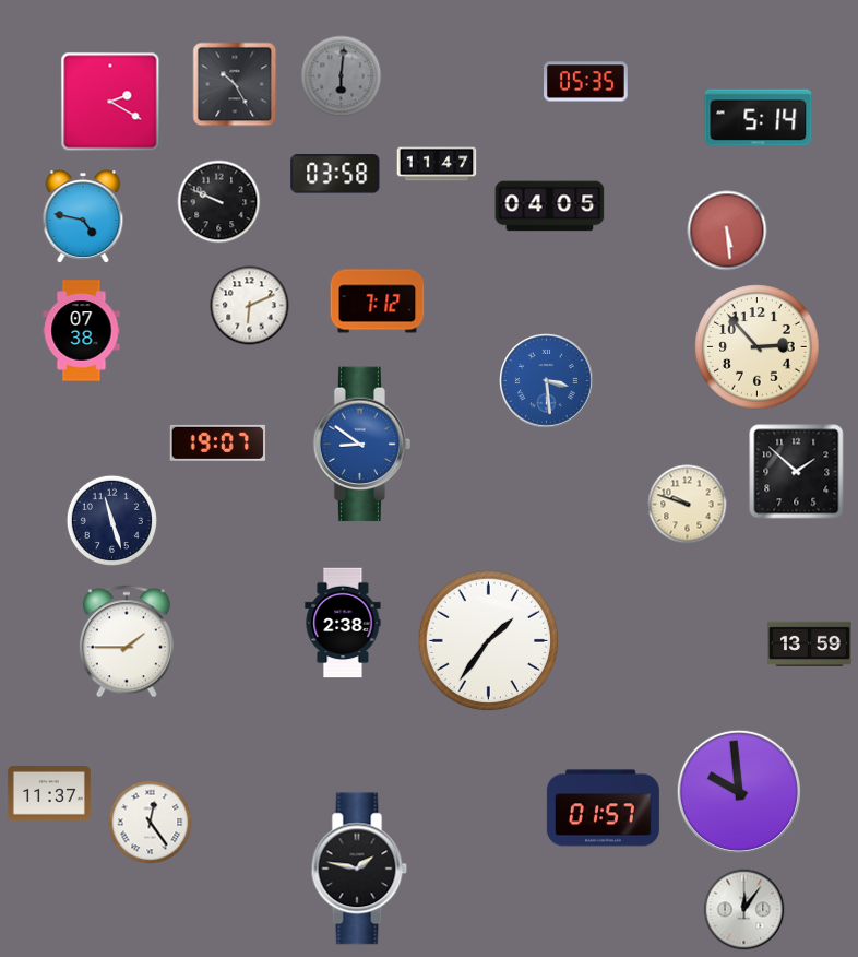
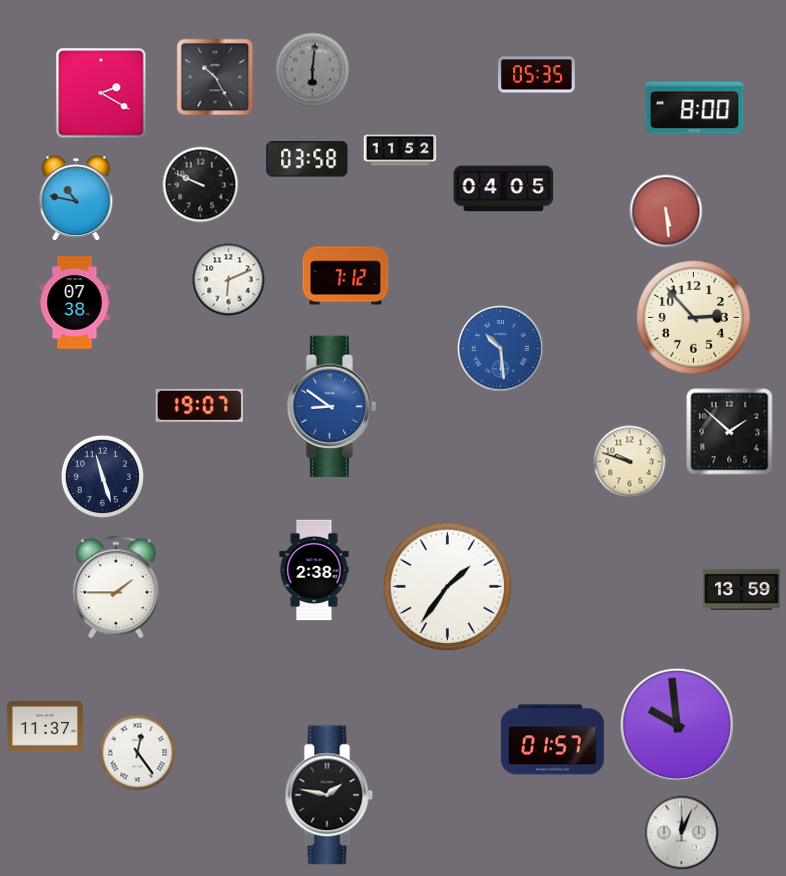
clock at (759, 118): 5:14 -> 8:00
clock at (437, 164): 11:47 -> 11:52
clock at (83, 216): 4:47 -> 10:47
clock at (547, 381): 3:29 -> 10:29
clock at (744, 910): 12:06 -> 12:04
